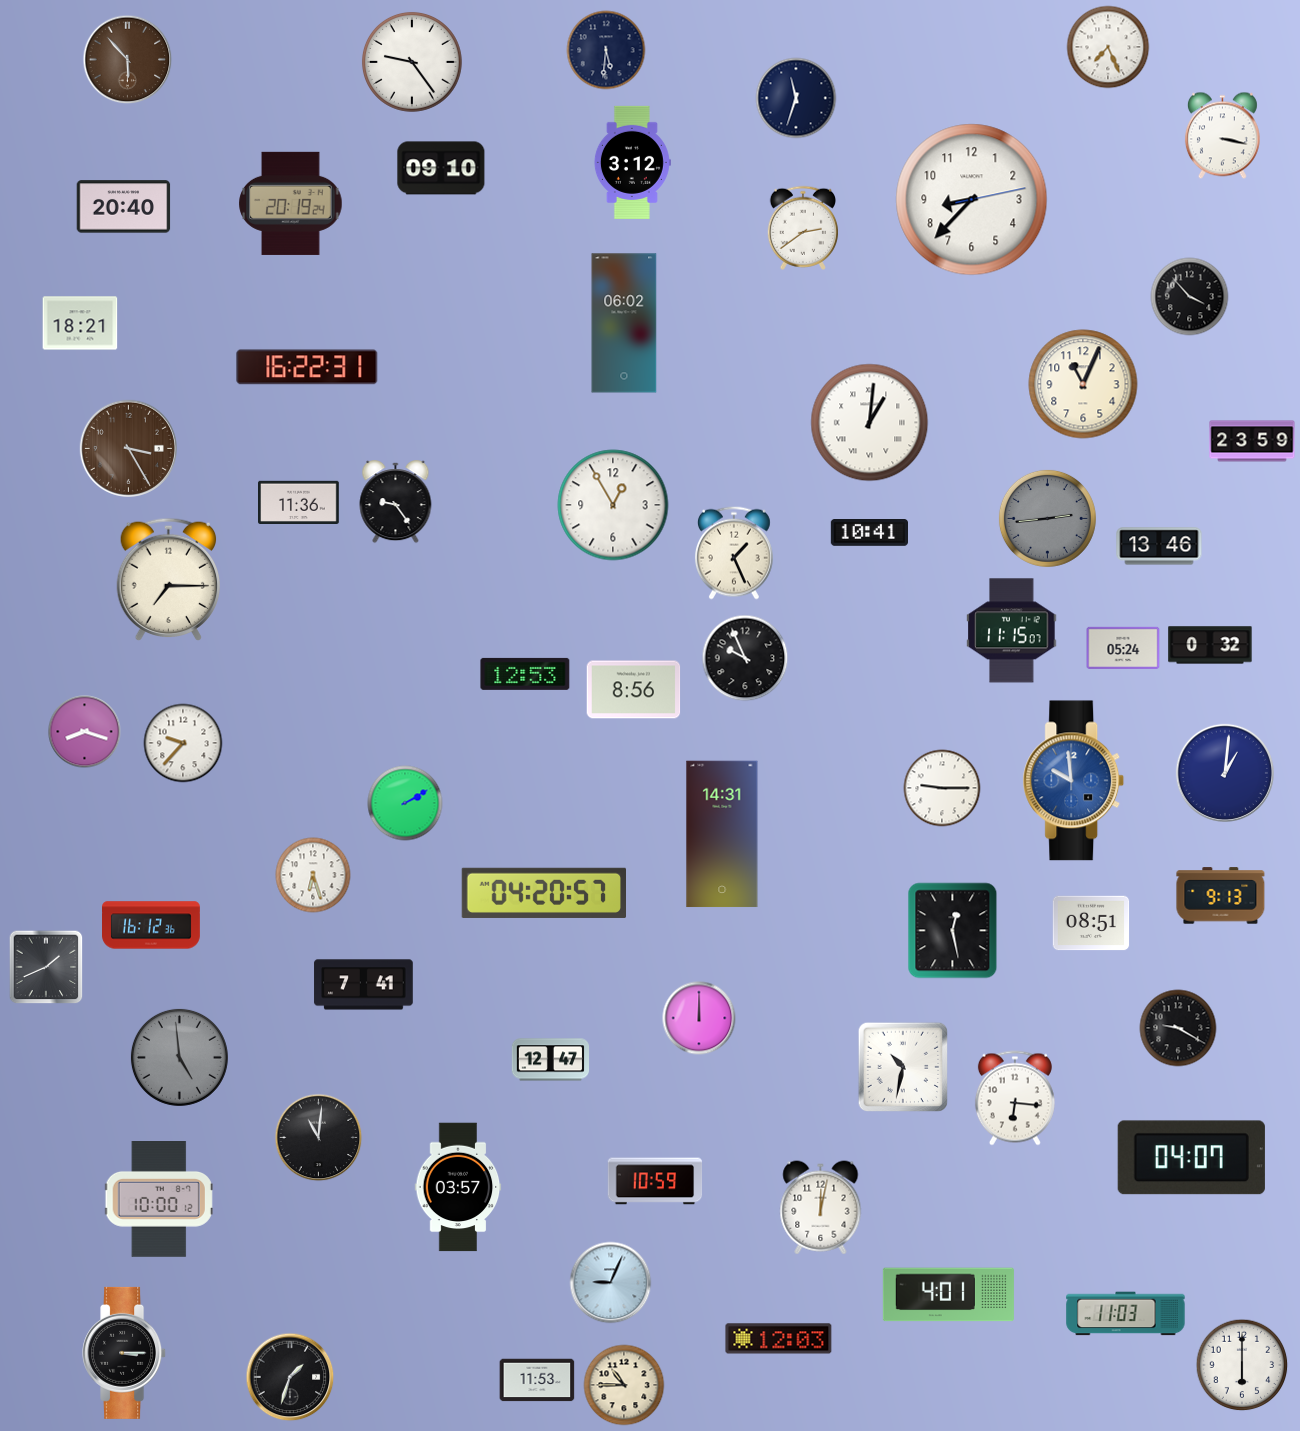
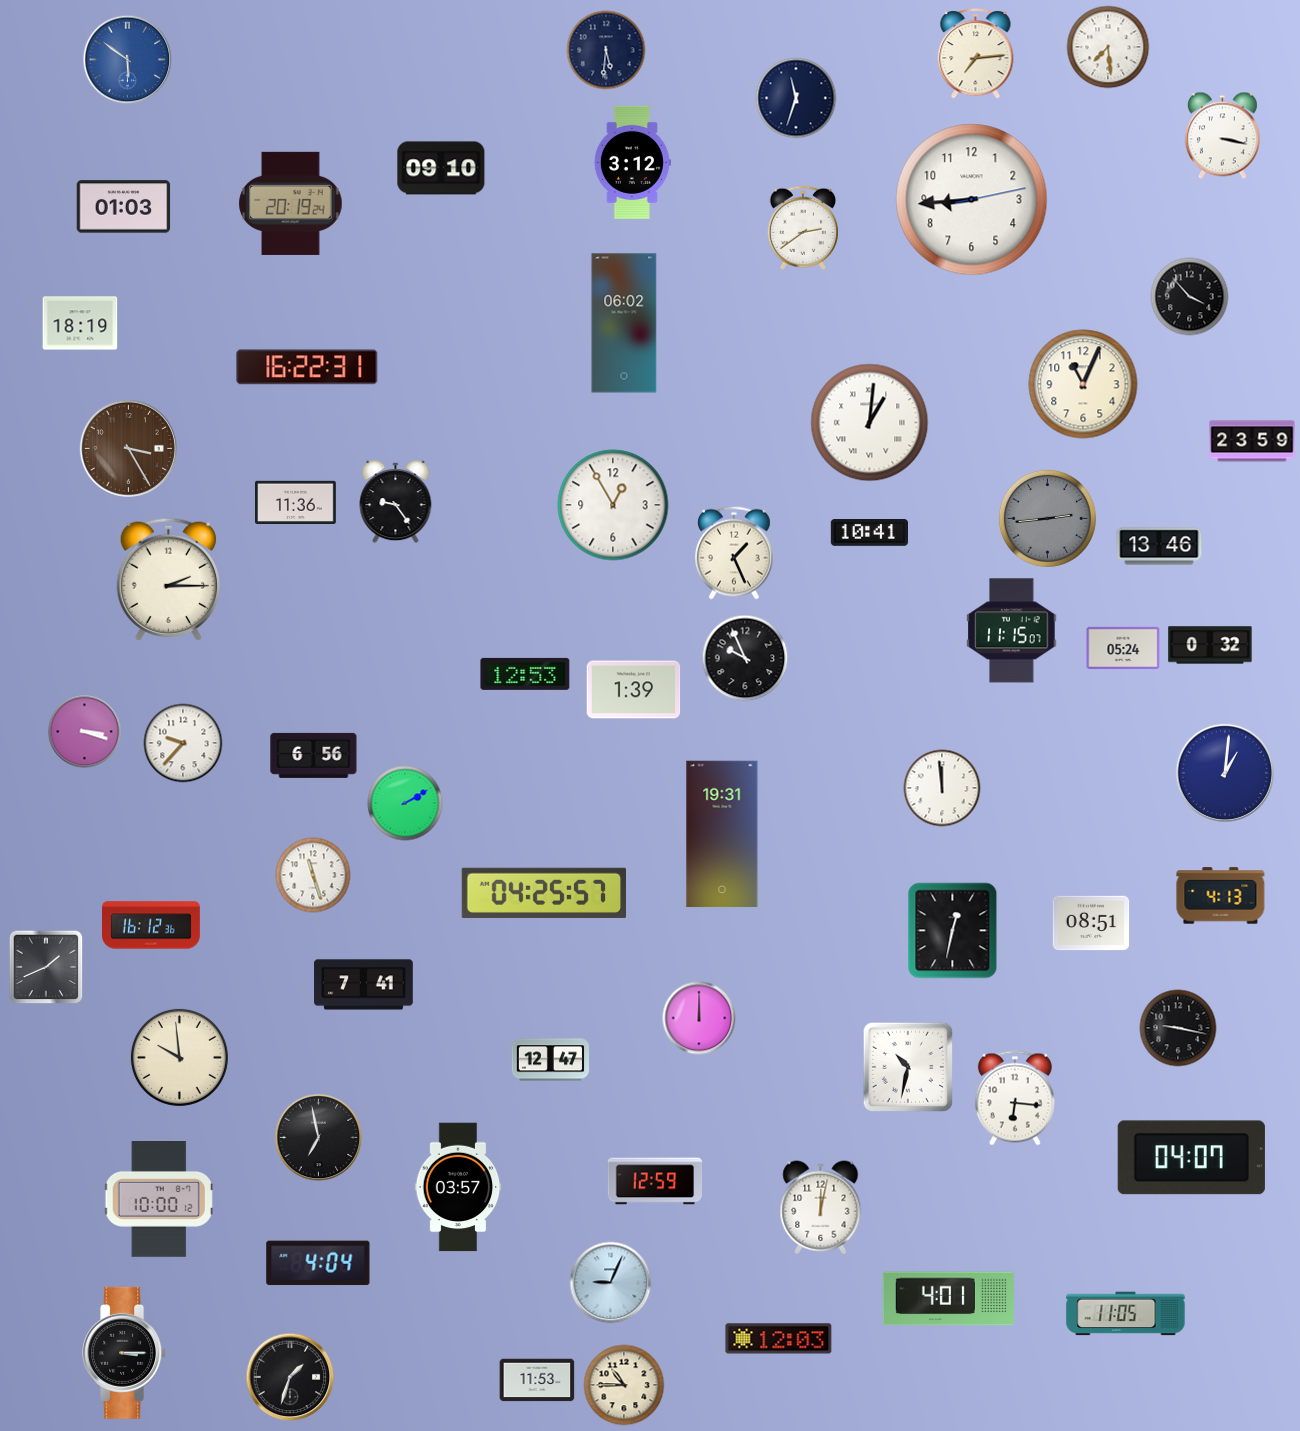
clock at (1108, 47): 7:26 -> 7:29
clock at (976, 54): none -> 7:14
clock at (128, 60): 5:53 -> 5:51
clock at (128, 60) dial: brown -> blue
clock at (412, 62): 9:24 -> none
clock at (972, 200): 8:37 -> 8:44
clock at (124, 207): 20:40 -> 01:03
clock at (80, 323): 18:21 -> 18:19
clock at (299, 503) position: (299, 503) -> (296, 503)
clock at (168, 580): 7:15 -> 2:15
clock at (634, 690): 8:56 -> 1:39
clock at (85, 732): 8:18 -> 3:18
clock at (314, 755): none -> 6:56
clock at (1074, 781): 9:59 -> none
clock at (942, 788): 9:15 -> 11:59
clock at (722, 834): 14:31 -> 19:31
clock at (313, 875): 6:27 -> 11:27
clock at (543, 892): 04:20 -> 04:25
clock at (1221, 896): 9:13 -> 4:13
clock at (953, 931): 12:28 -> 12:32
clock at (1178, 1028): 9:20 -> 9:17
clock at (179, 1057): 4:59 -> 9:59
clock at (179, 1057) dial: grey -> cream
clock at (903, 1067) position: (903, 1067) -> (908, 1067)
clock at (319, 1138): 11:01 -> 6:58
clock at (655, 1181): 10:59 -> 12:59
clock at (318, 1263): none -> 4:04
clock at (948, 1295) position: (948, 1295) -> (948, 1299)
clock at (1126, 1314): 11:03 -> 11:05
clock at (1242, 1365): 6:00 -> none
